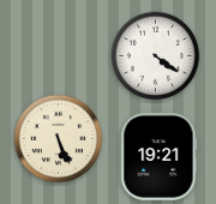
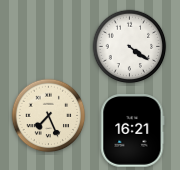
clock at (59, 139): 5:26 -> 7:26
clock at (160, 157): 19:21 -> 16:21
